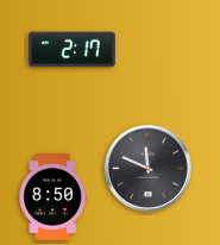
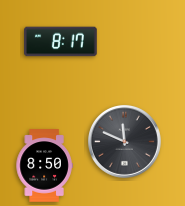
clock at (73, 50): 2:17 -> 8:17
